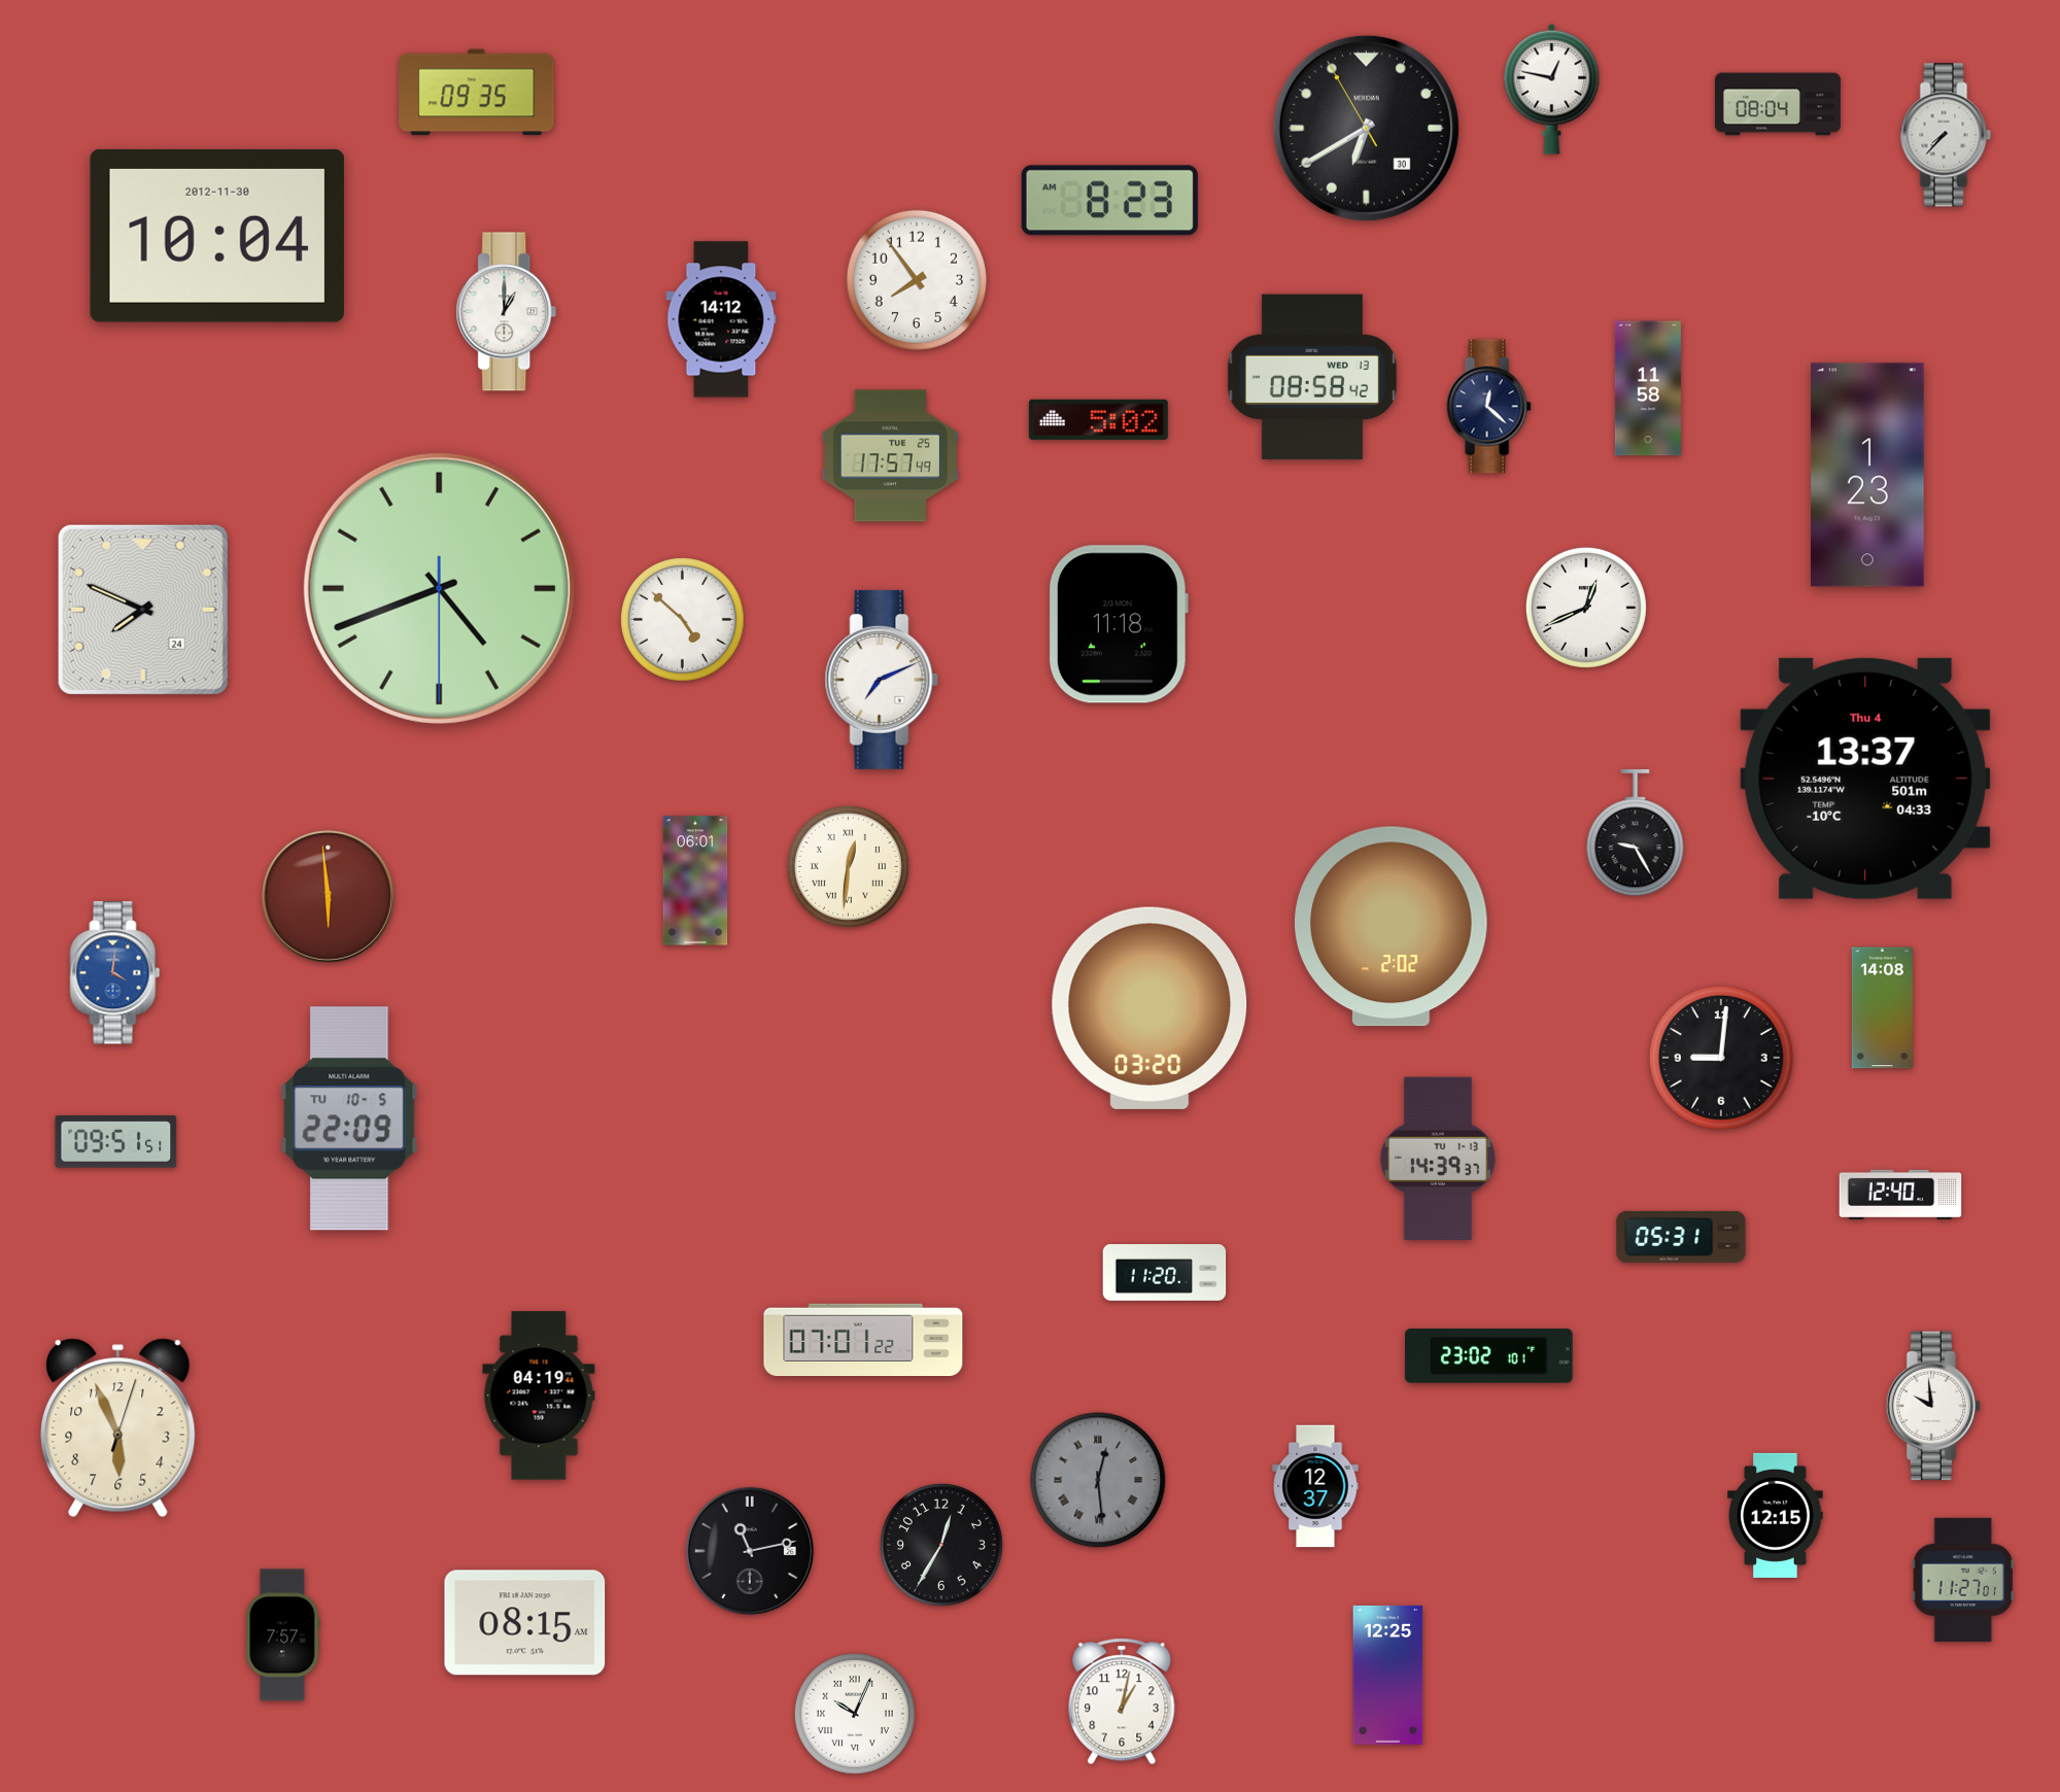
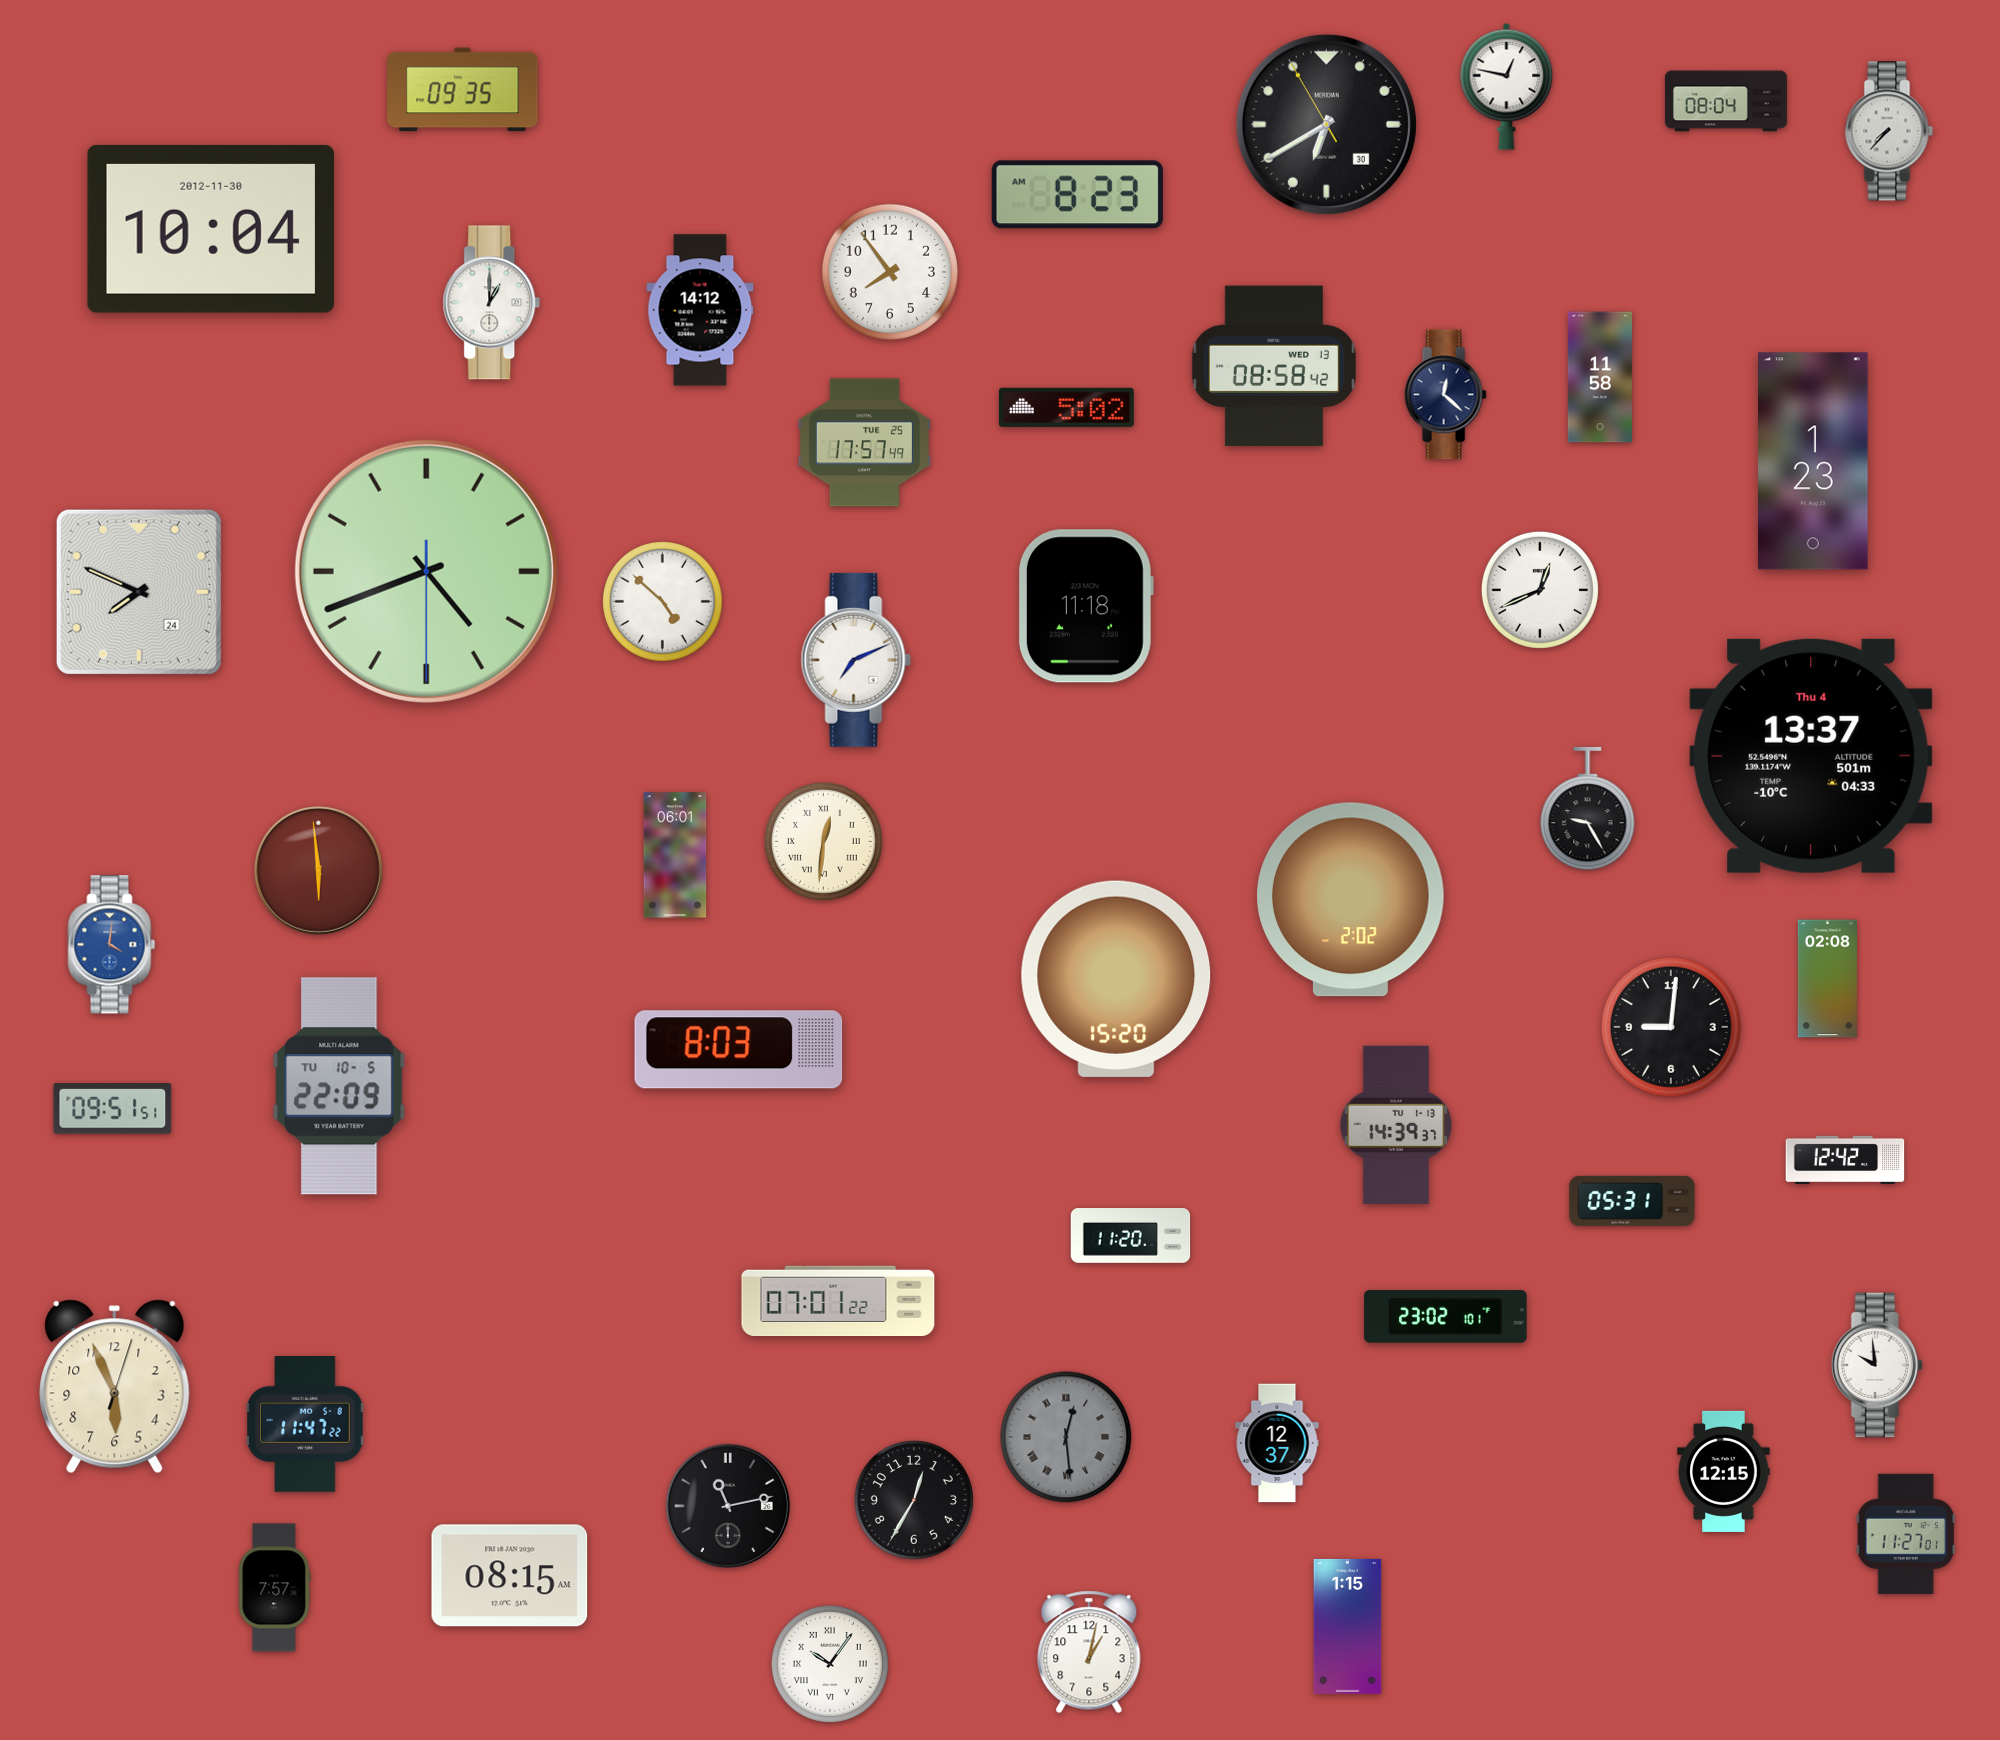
clock at (1149, 1008): 03:20 -> 15:20
clock at (1882, 1008): 14:08 -> 02:08
clock at (739, 1050): none -> 8:03
clock at (1900, 1195): 12:40 -> 12:42
clock at (539, 1395): 04:19 -> none
clock at (305, 1425): none -> 11:47
clock at (1388, 1675): 12:25 -> 1:15
clock at (855, 1714): 10:04 -> 10:06
